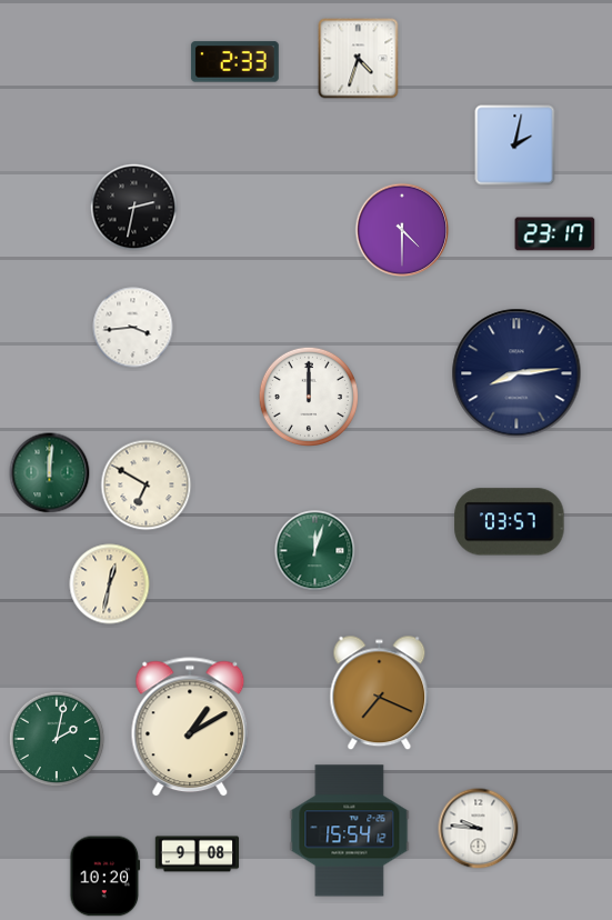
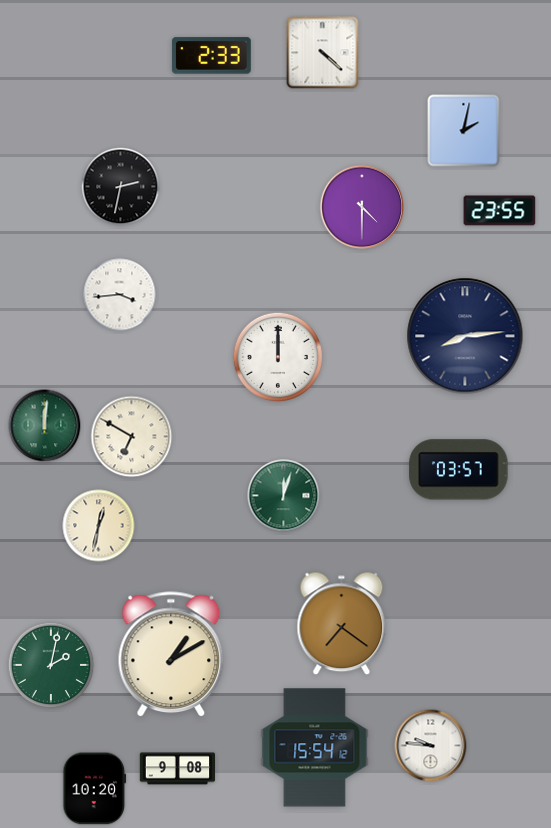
clock at (359, 59): 4:33 -> 4:22
clock at (555, 234): 23:17 -> 23:55
clock at (380, 693): 7:19 -> 7:21
